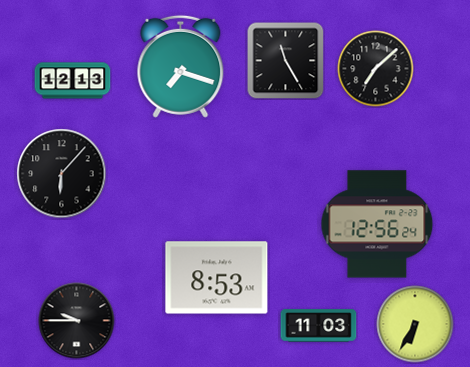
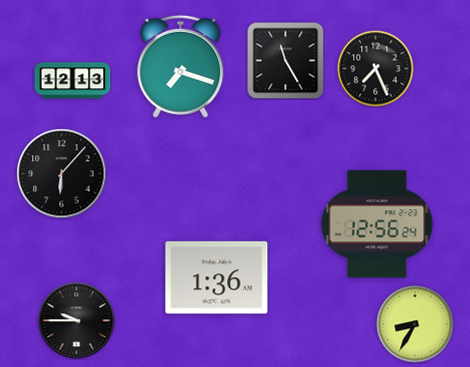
clock at (376, 69): 7:08 -> 7:26
clock at (217, 278): 8:53 -> 1:36
clock at (415, 324): 6:35 -> 8:35
clock at (319, 326): 11:03 -> none
